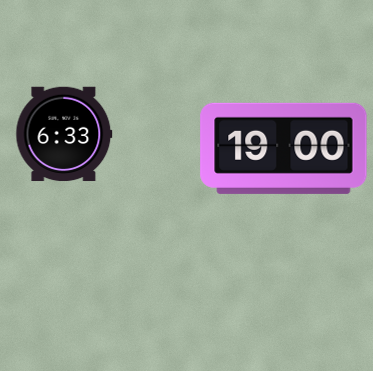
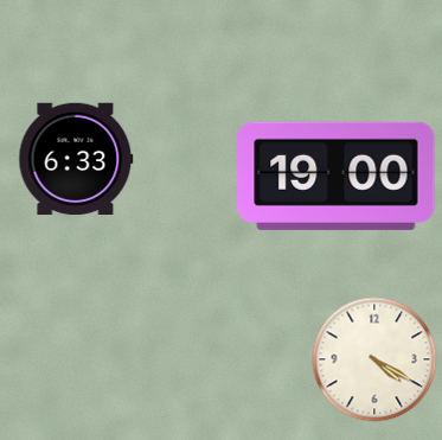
clock at (374, 359): none -> 4:20
